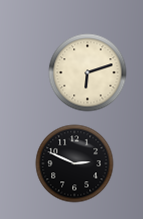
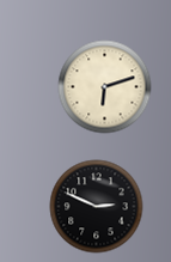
clock at (74, 163) position: (74, 163) -> (96, 206)
